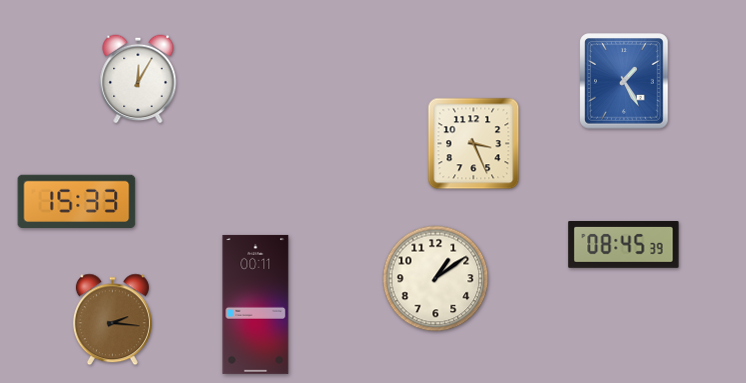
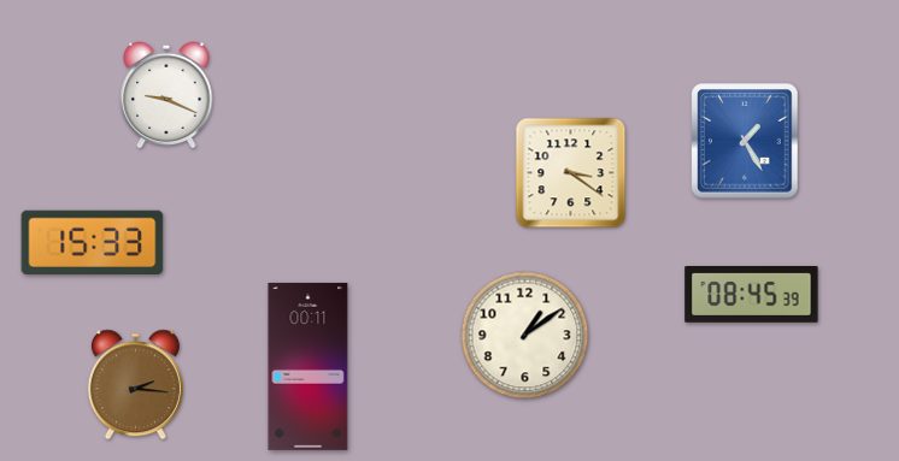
clock at (138, 79): 12:05 -> 9:19
clock at (624, 81) position: (624, 81) -> (745, 141)
clock at (474, 144): 3:26 -> 3:21
